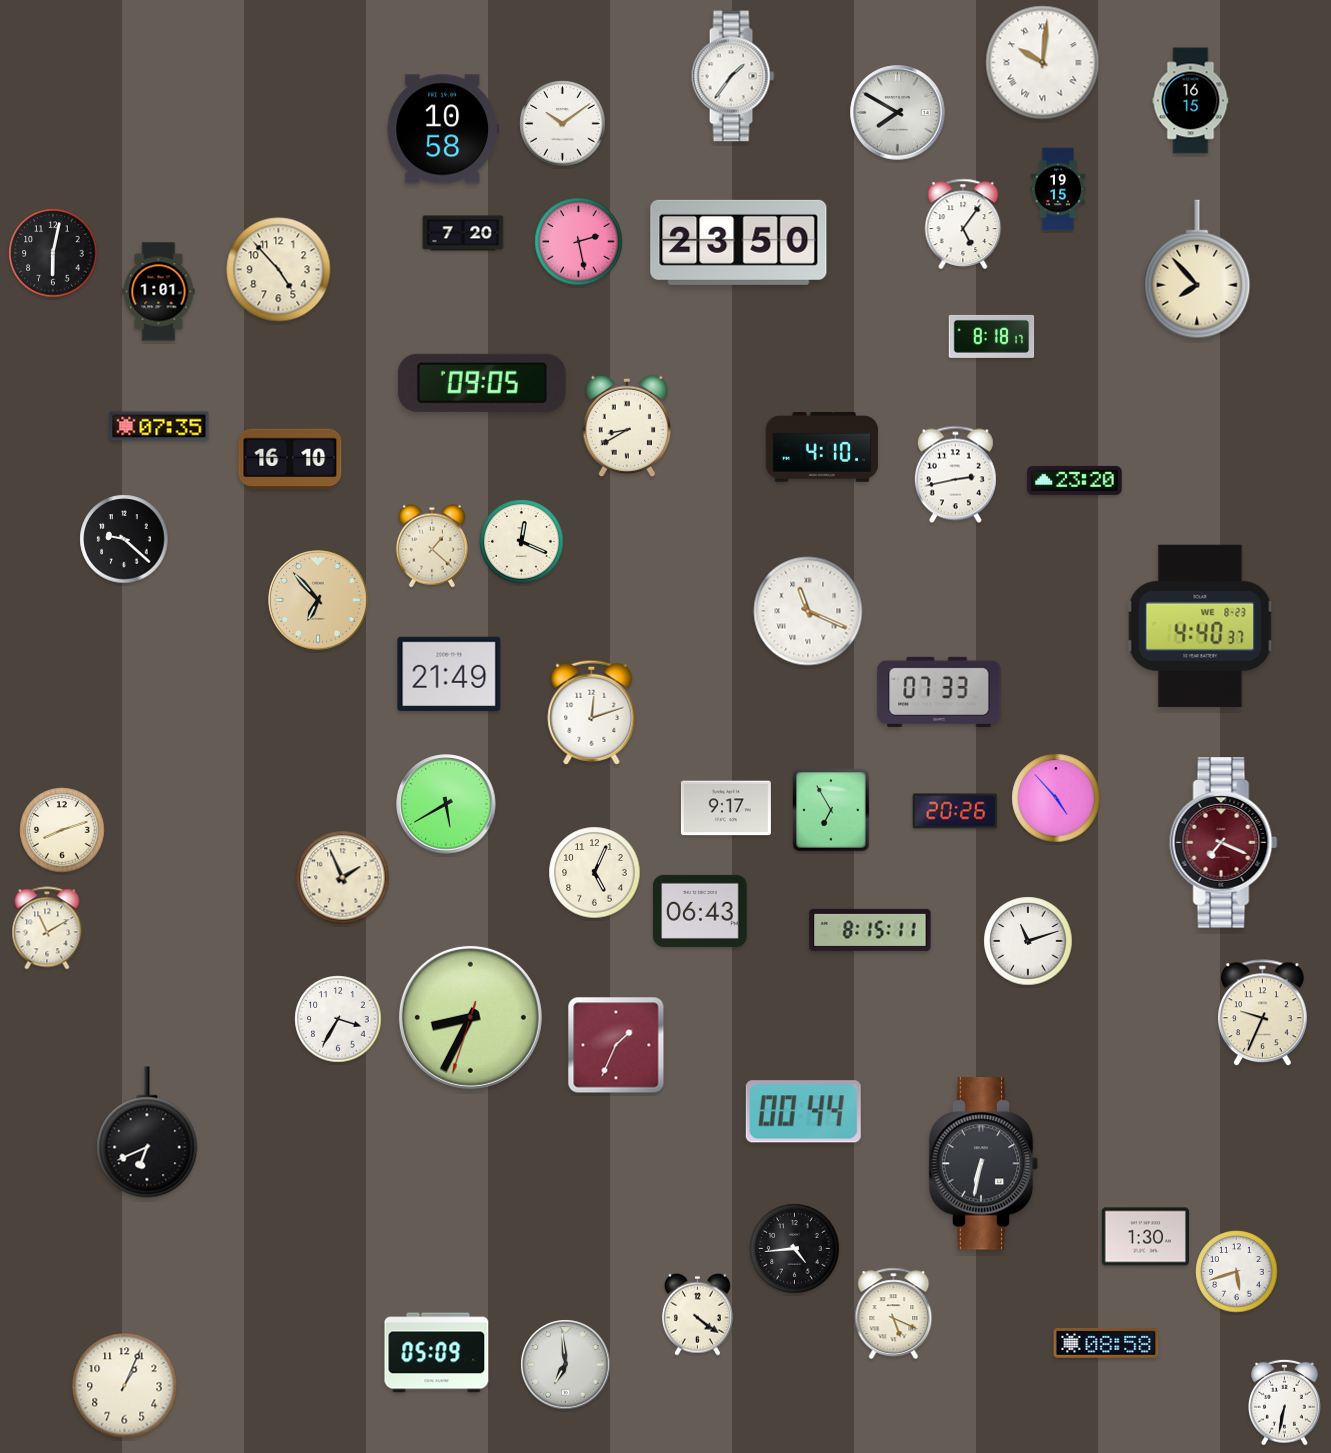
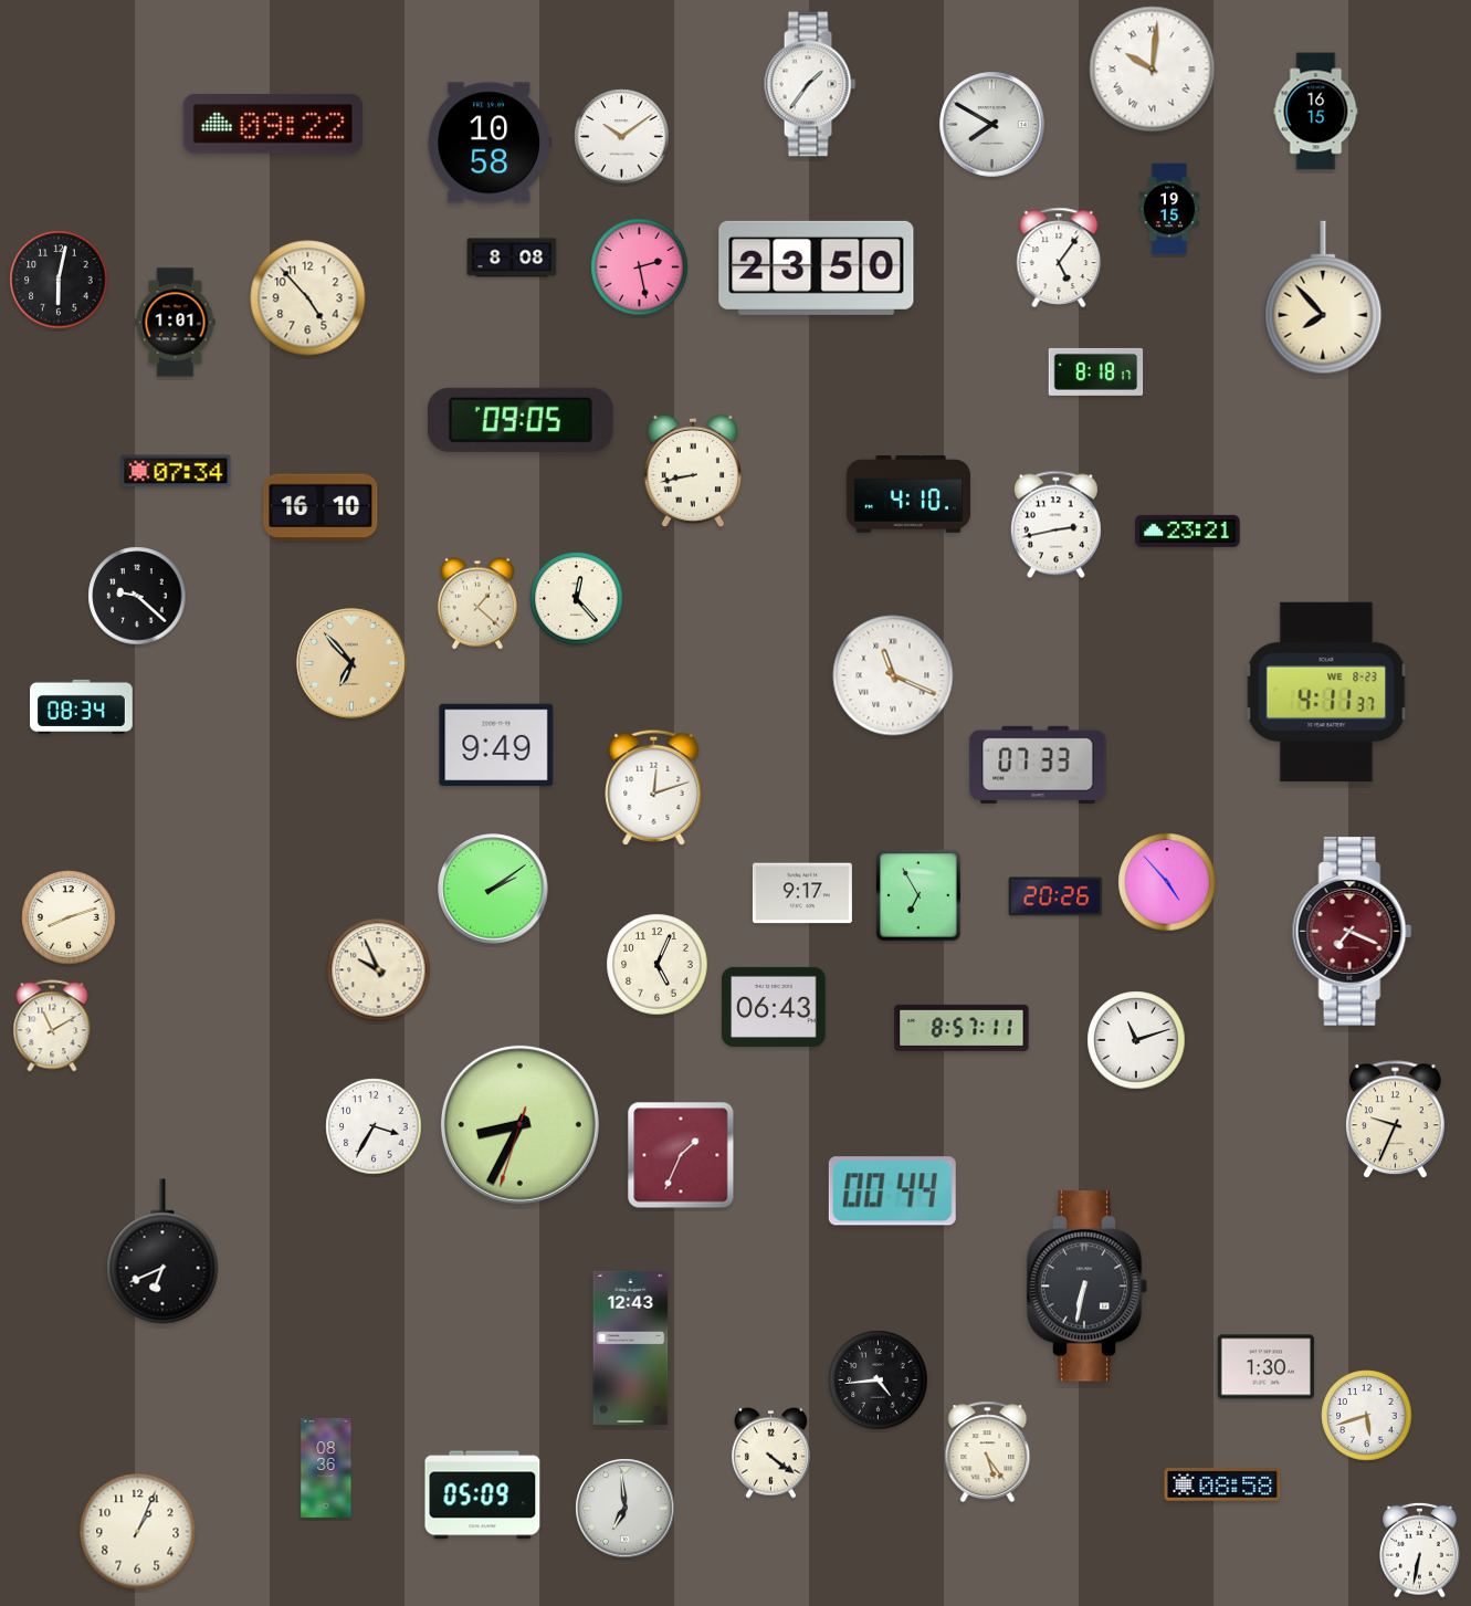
clock at (273, 124): none -> 09:22
clock at (963, 224) position: (963, 224) -> (1059, 258)
clock at (463, 233): 7:20 -> 8:08
clock at (482, 383) position: (482, 383) -> (521, 420)
clock at (626, 425): 8:40 -> 8:43
clock at (159, 426): 07:35 -> 07:34
clock at (1075, 480): 23:20 -> 23:21
clock at (522, 542): 12:19 -> 12:23
clock at (1200, 626): 4:40 -> 4:11
clock at (82, 706): none -> 08:34
clock at (449, 674): 21:49 -> 9:49
clock at (446, 804): 5:40 -> 2:09
clock at (343, 878): 1:56 -> 9:56
clock at (870, 930): 8:15 -> 8:57
clock at (803, 1112) position: (803, 1112) -> (892, 1192)
clock at (631, 1347): none -> 12:43
clock at (1237, 1272) position: (1237, 1272) -> (1367, 1416)
clock at (894, 1313): 5:19 -> 5:24
clock at (326, 1468): none -> 08:36
